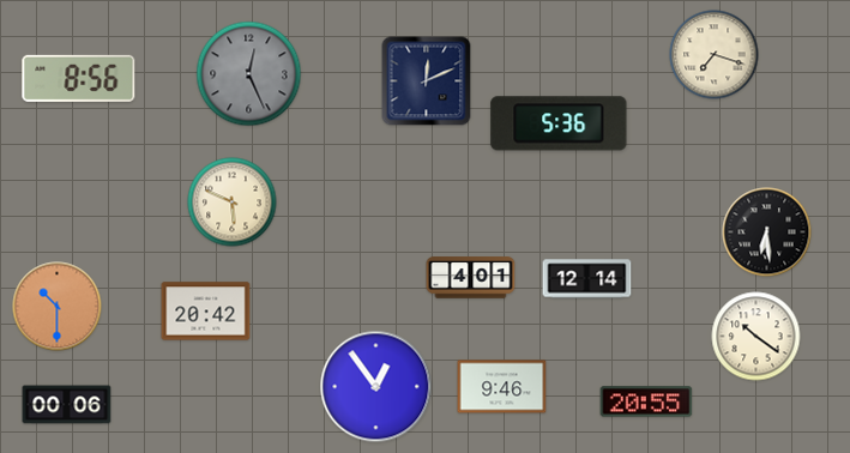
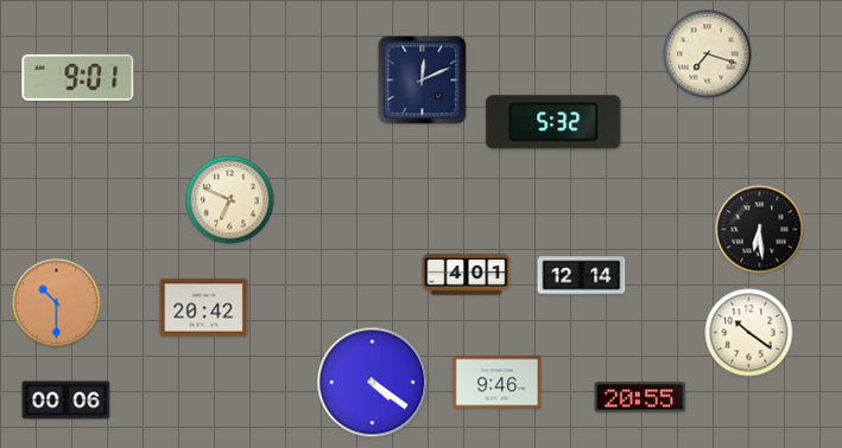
clock at (249, 74): 12:26 -> none
clock at (79, 78): 8:56 -> 9:01
clock at (559, 123): 5:36 -> 5:32
clock at (233, 203): 5:49 -> 6:49
clock at (376, 387): 12:54 -> 4:21
